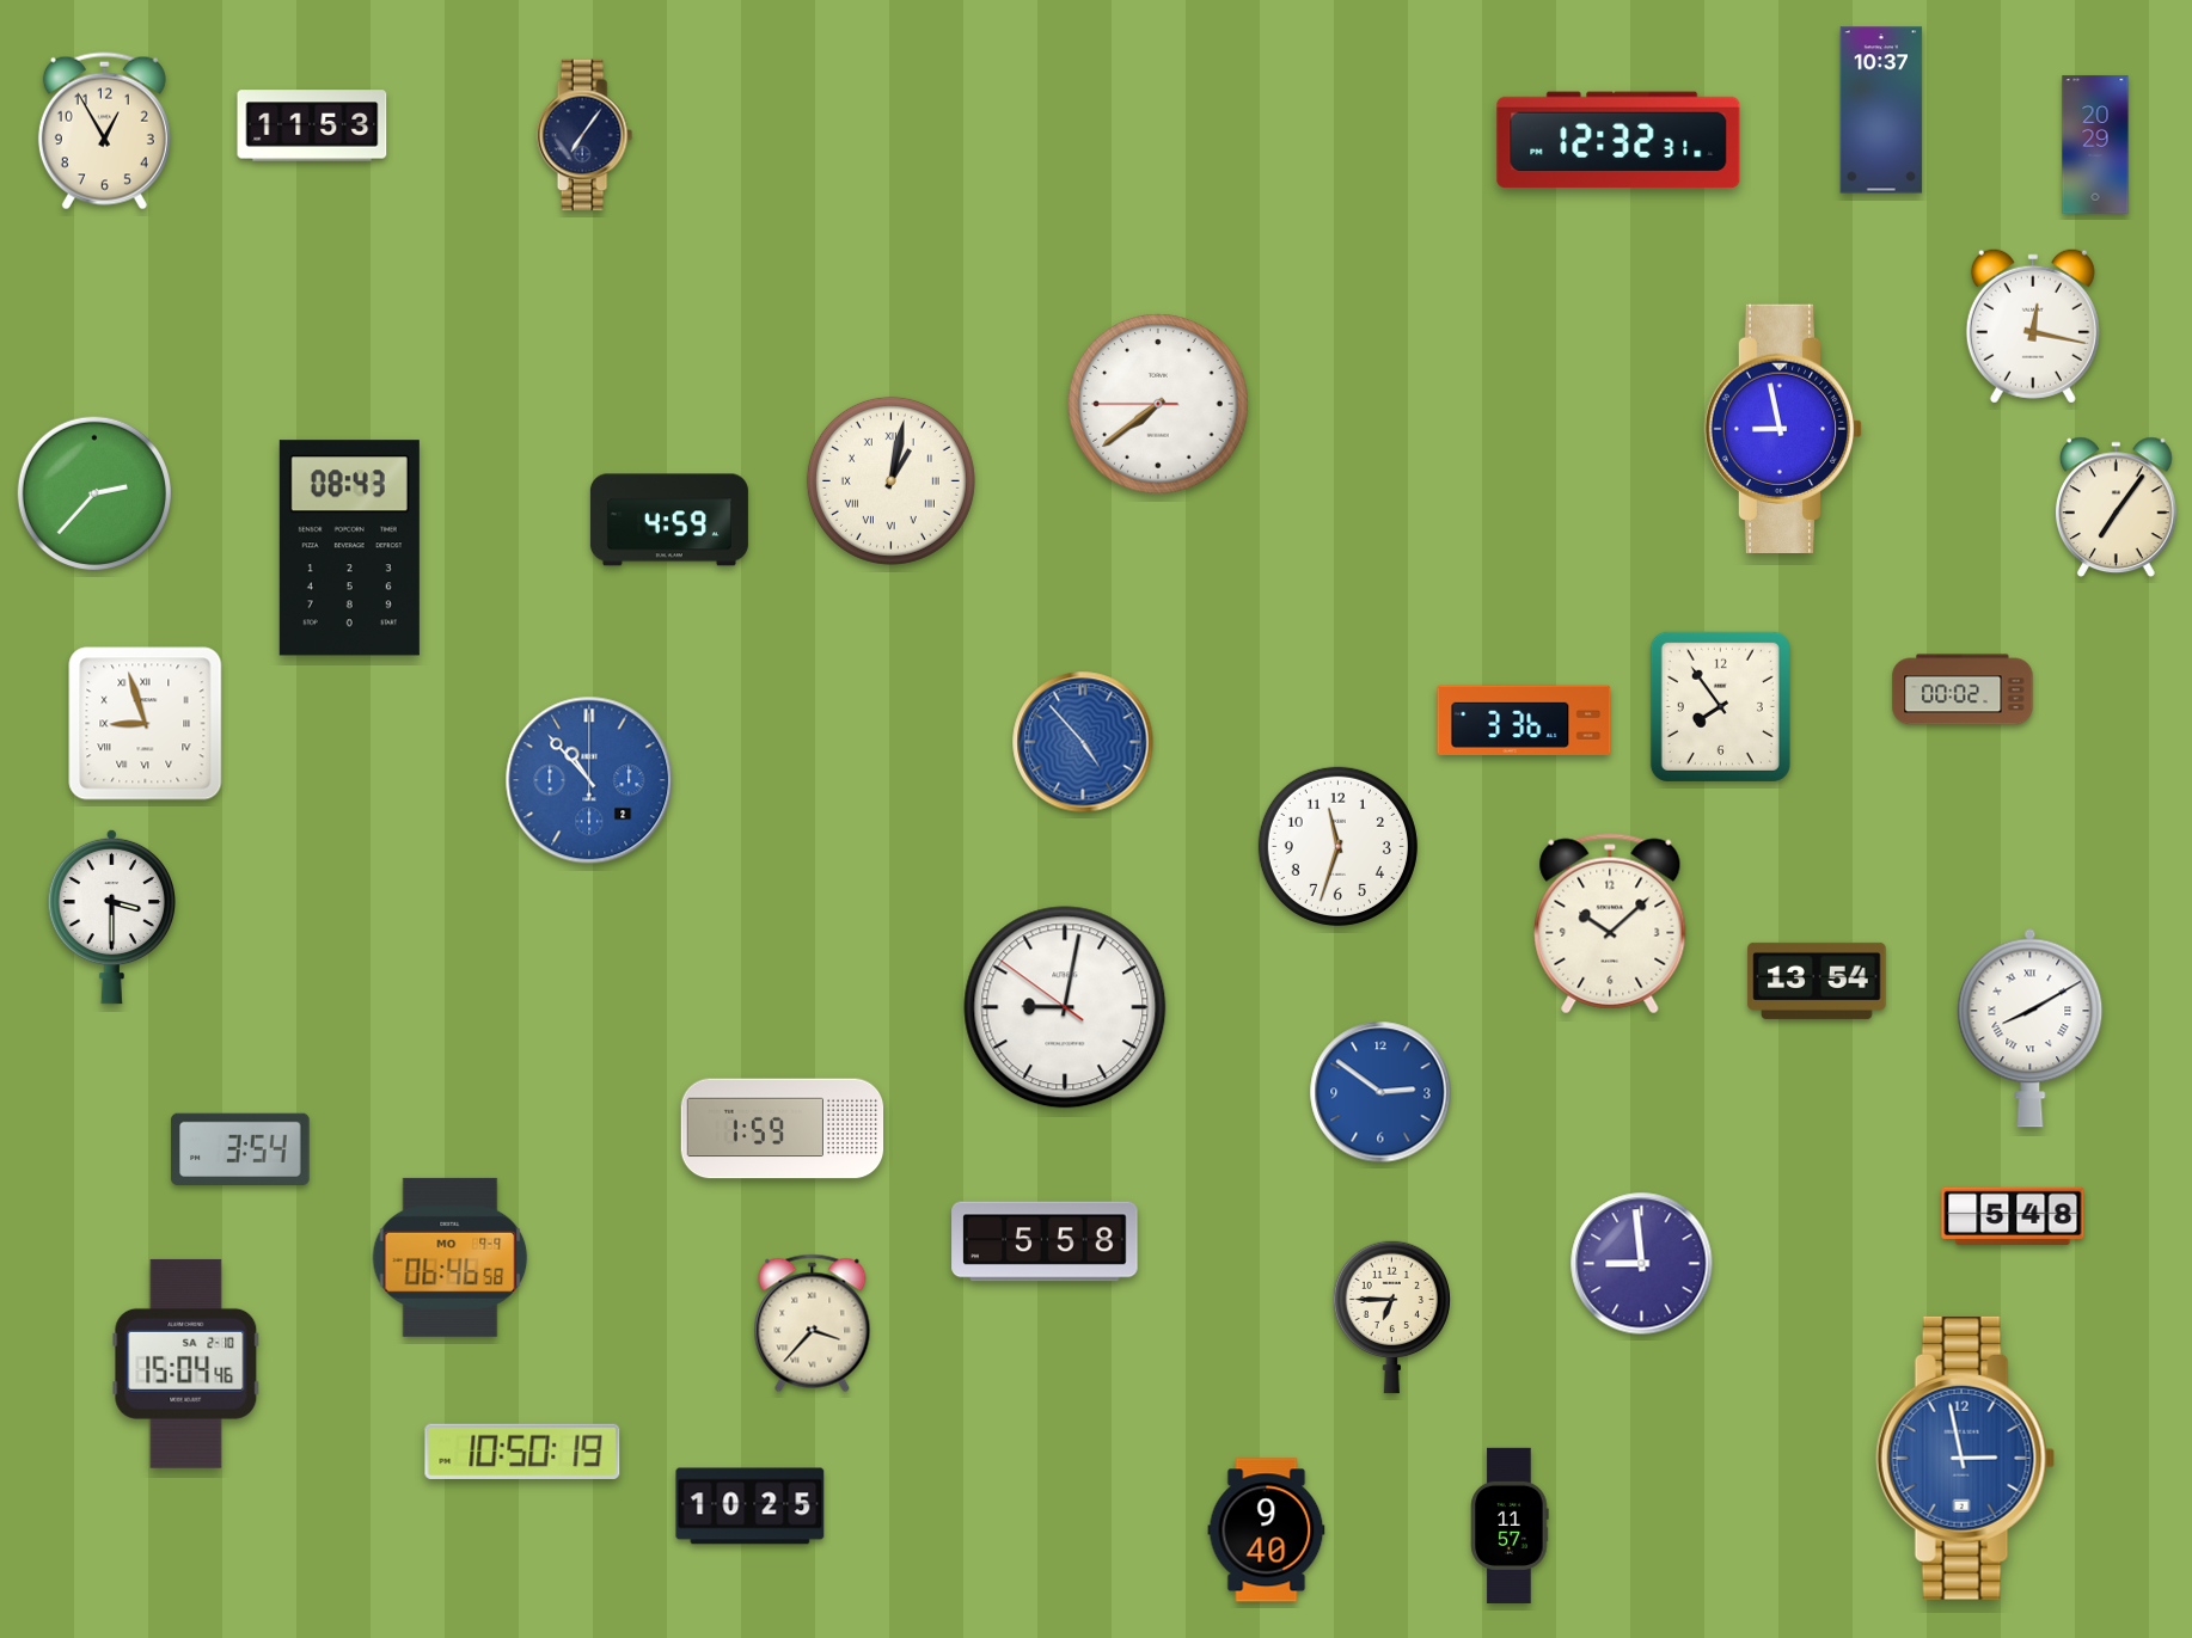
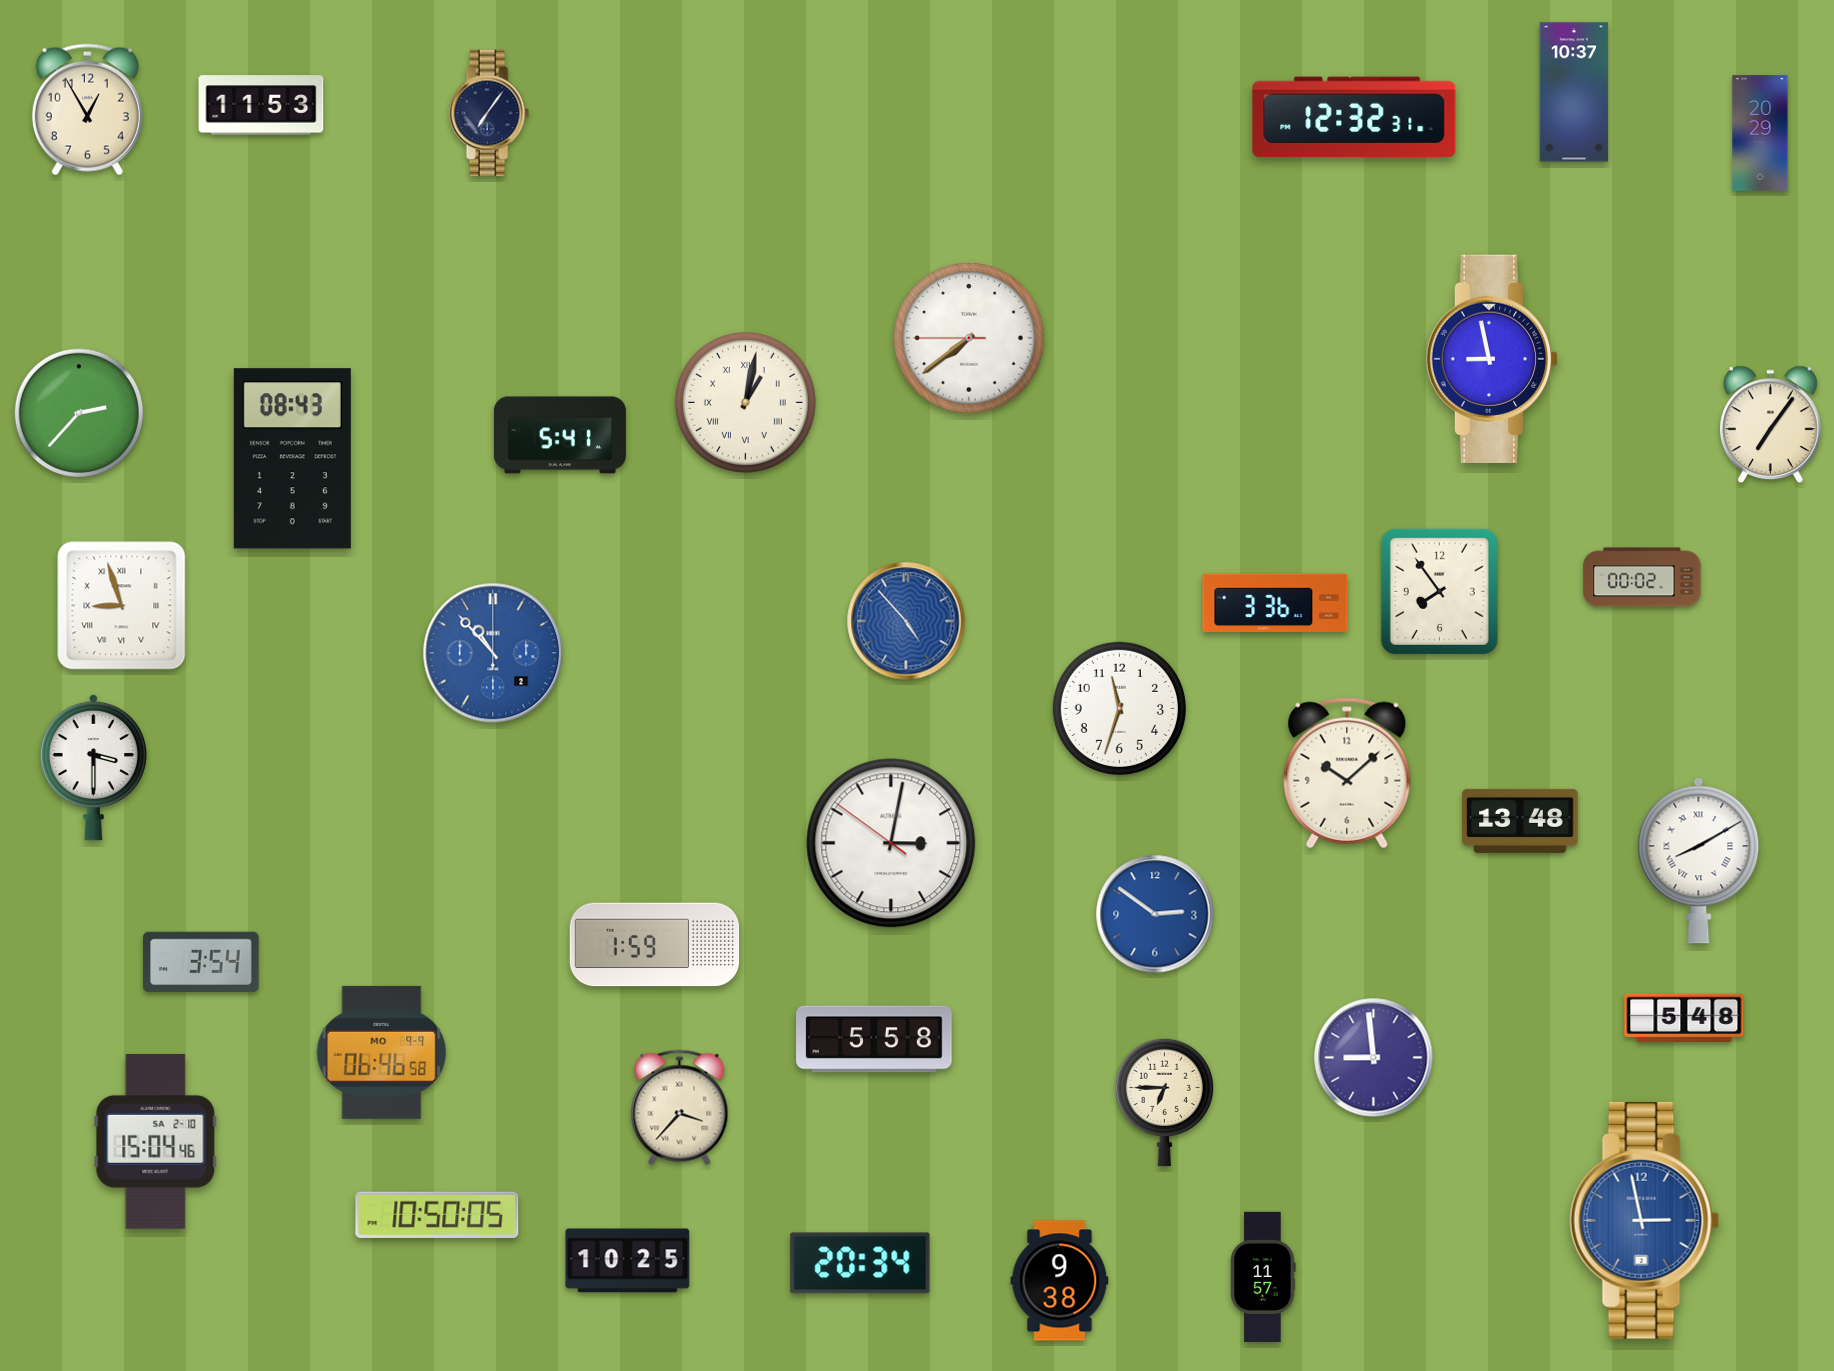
clock at (2095, 145) position: (2095, 145) -> (1760, 133)
clock at (2033, 326): 12:17 -> none
clock at (669, 520): 4:59 -> 5:41
clock at (1817, 981): 13:54 -> 13:48
clock at (1065, 1007): 9:01 -> 3:01
clock at (451, 1257) position: (451, 1257) -> (382, 1052)
clock at (522, 1452): 10:50:19 -> 10:50:05
clock at (860, 1263): none -> 20:34
clock at (1267, 1530): 9:40 -> 9:38
